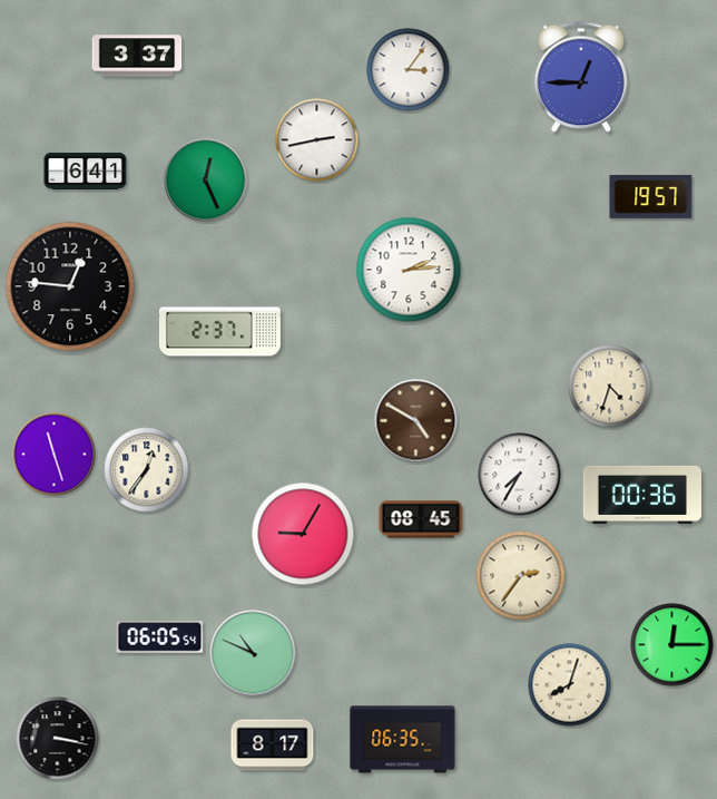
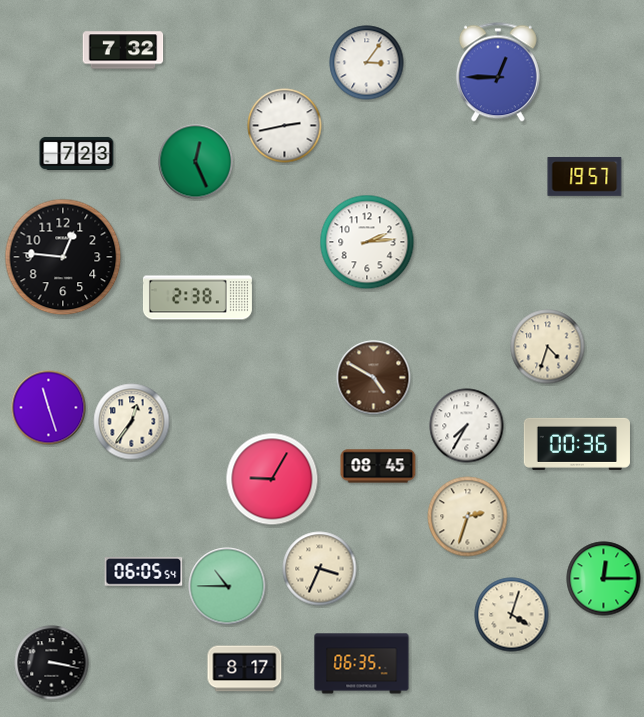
clock at (137, 56): 3:37 -> 7:32
clock at (581, 77) position: (581, 77) -> (498, 72)
clock at (86, 170): 6:41 -> 7:23
clock at (206, 181) position: (206, 181) -> (196, 162)
clock at (219, 332): 2:37 -> 2:38
clock at (521, 576): 2:36 -> 2:33
clock at (320, 569): none -> 3:34
clock at (253, 653): 10:49 -> 10:45
clock at (570, 685): 8:03 -> 4:03
